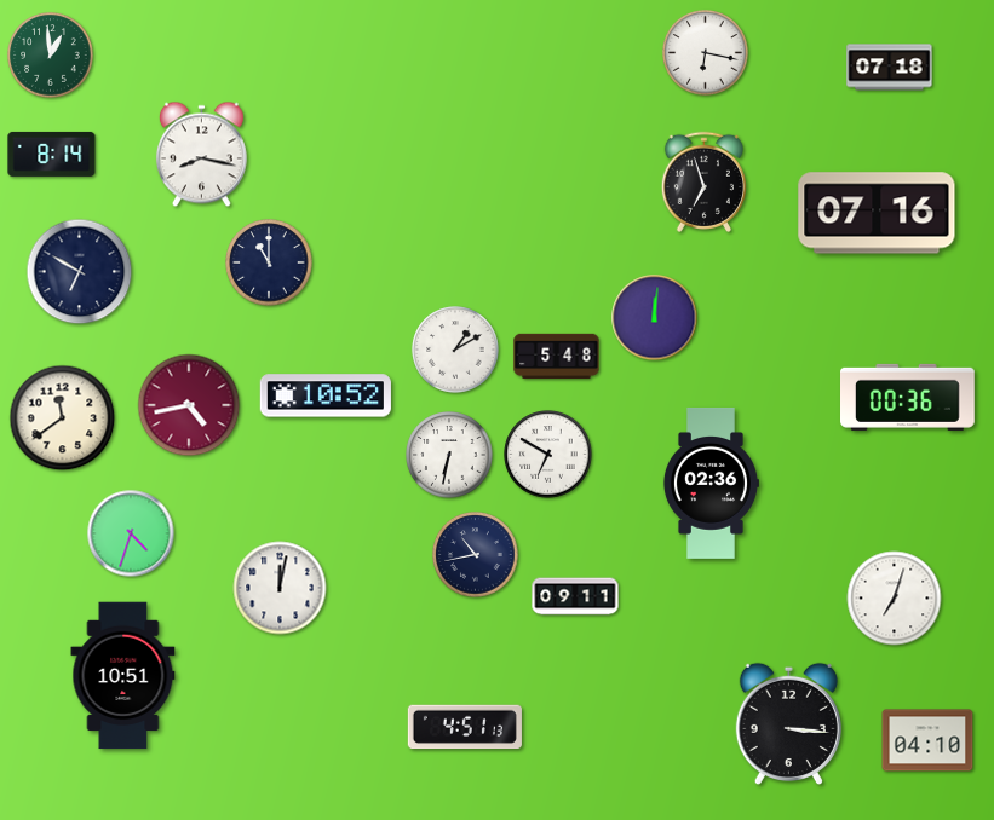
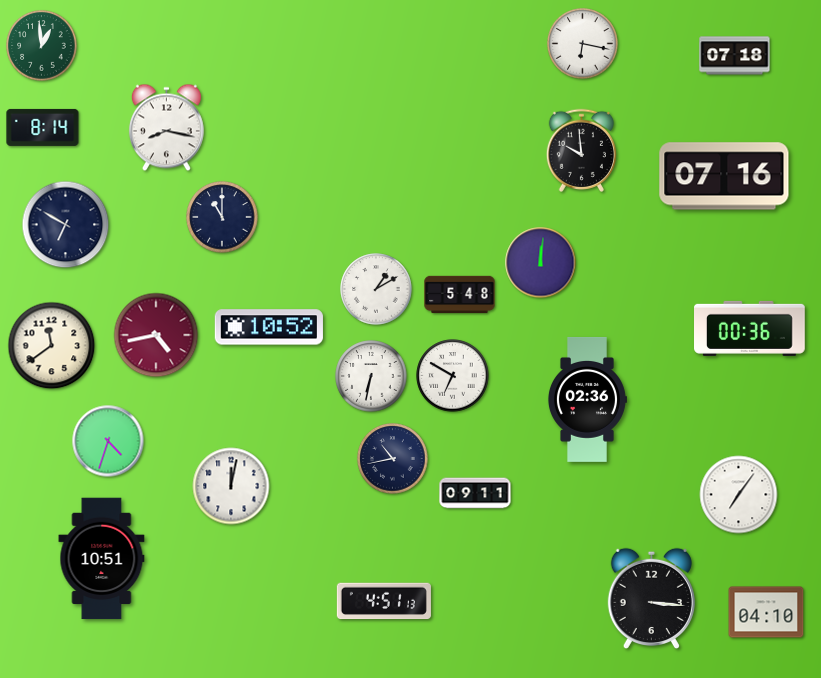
clock at (703, 181): 6:57 -> 9:59
clock at (895, 599): 7:03 -> 7:06
